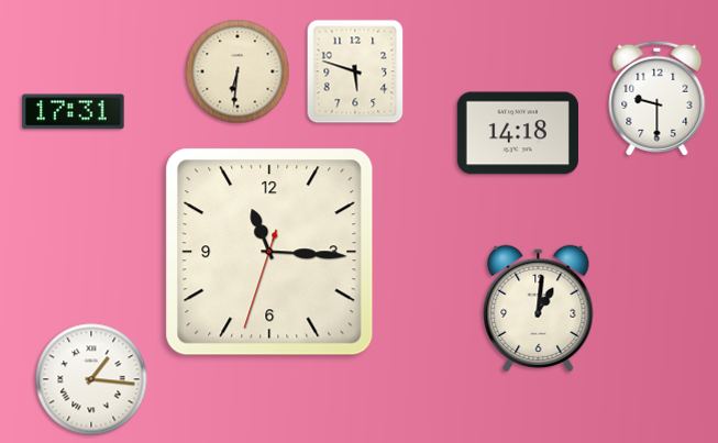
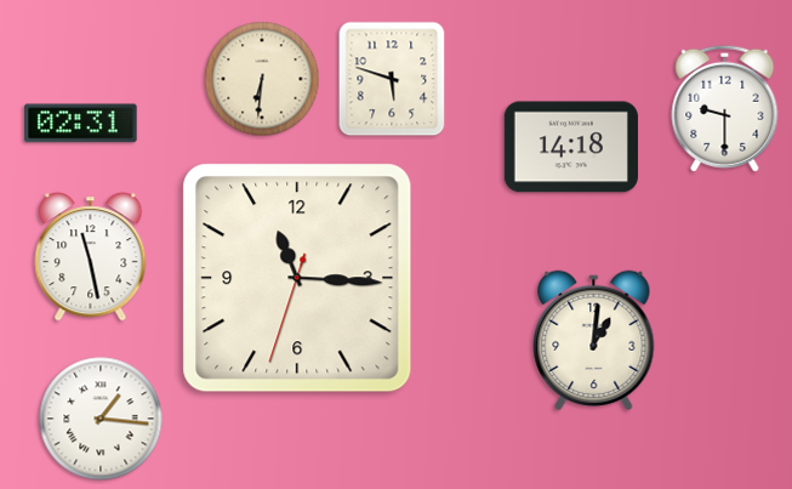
clock at (74, 112): 17:31 -> 02:31
clock at (91, 257): none -> 11:28
